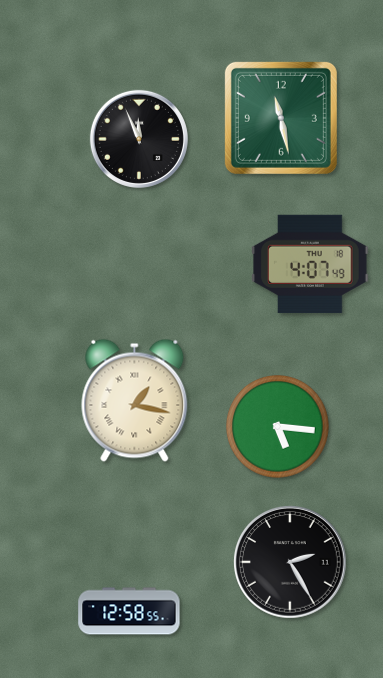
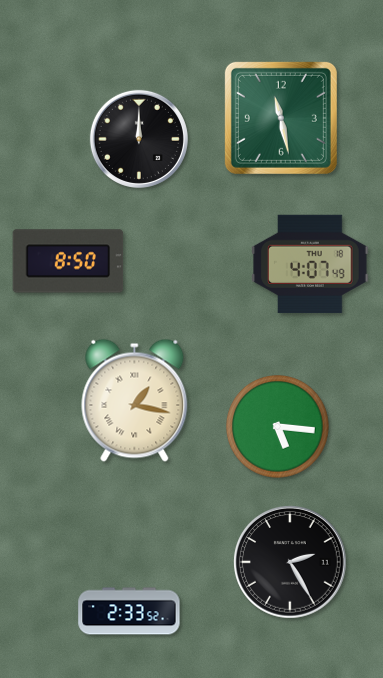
clock at (139, 139): 11:56 -> 12:00
clock at (68, 261): none -> 8:50
clock at (129, 611): 12:58 -> 2:33
